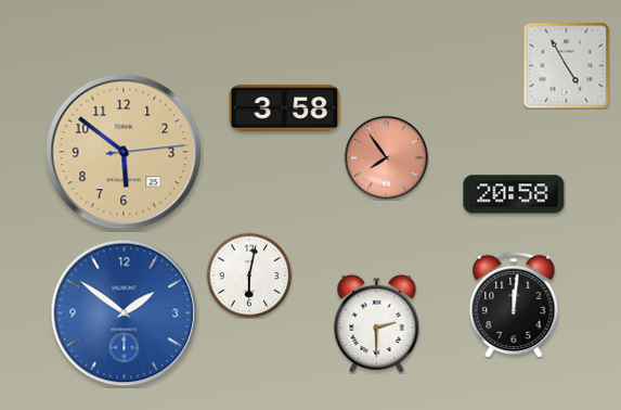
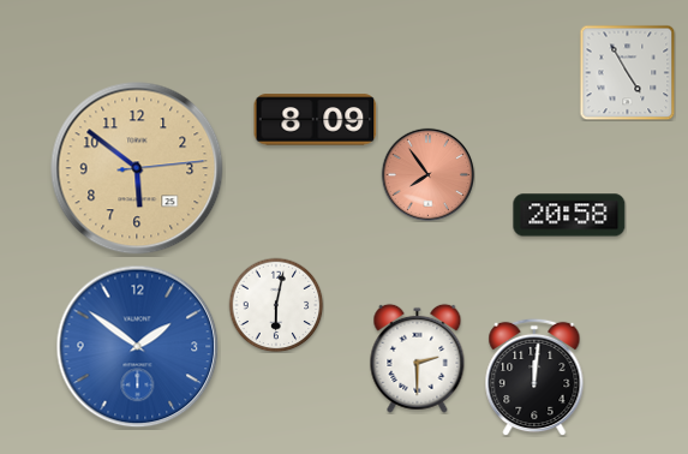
clock at (285, 108): 3:58 -> 8:09
clock at (514, 305) position: (514, 305) -> (534, 377)
